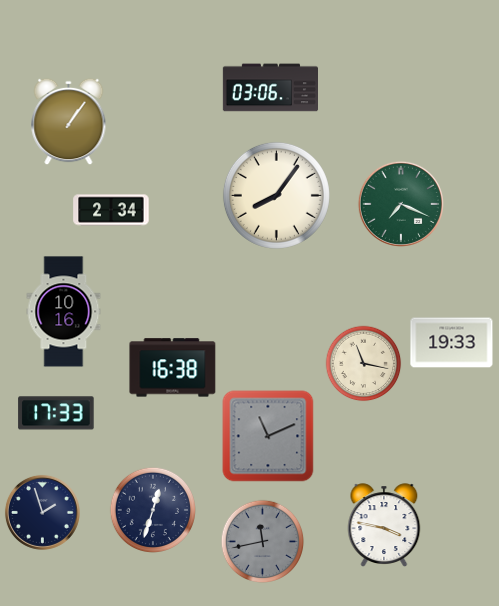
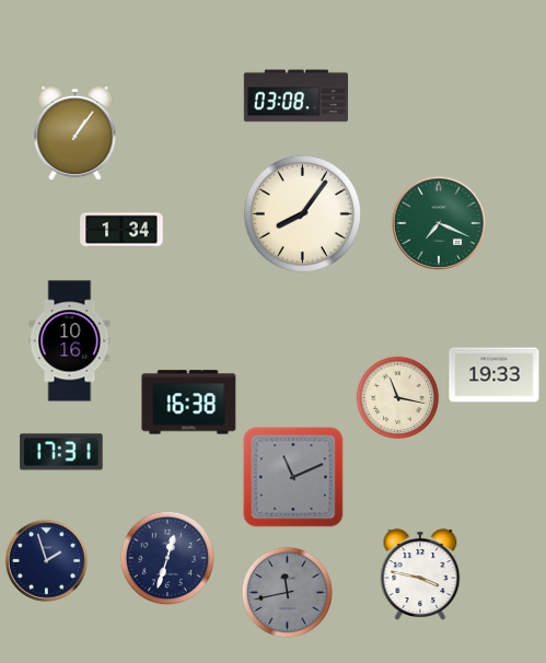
clock at (270, 88): 03:06 -> 03:08
clock at (111, 210): 2:34 -> 1:34
clock at (56, 413): 17:33 -> 17:31
